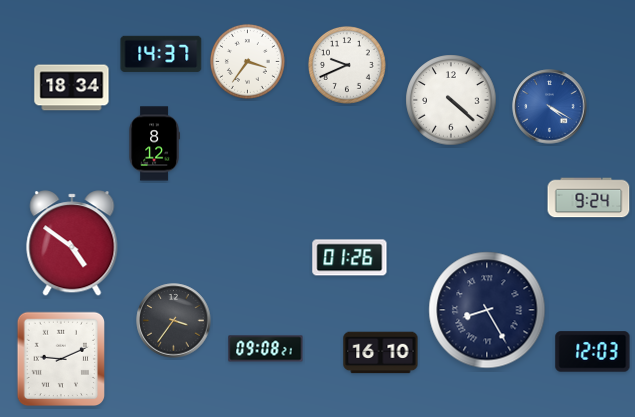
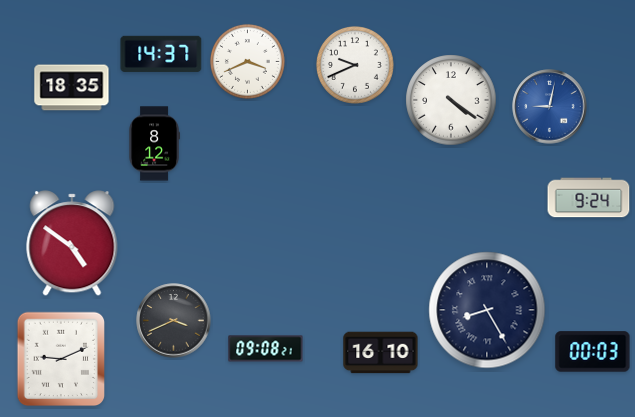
clock at (247, 61): 3:36 -> 3:41
clock at (347, 65) position: (347, 65) -> (355, 65)
clock at (72, 88): 18:34 -> 18:35
clock at (451, 100): 4:22 -> 4:21
clock at (550, 107): 4:20 -> 9:02
clock at (350, 258): 01:26 -> none
clock at (174, 321): 3:36 -> 3:41
clock at (593, 352): 12:03 -> 00:03
